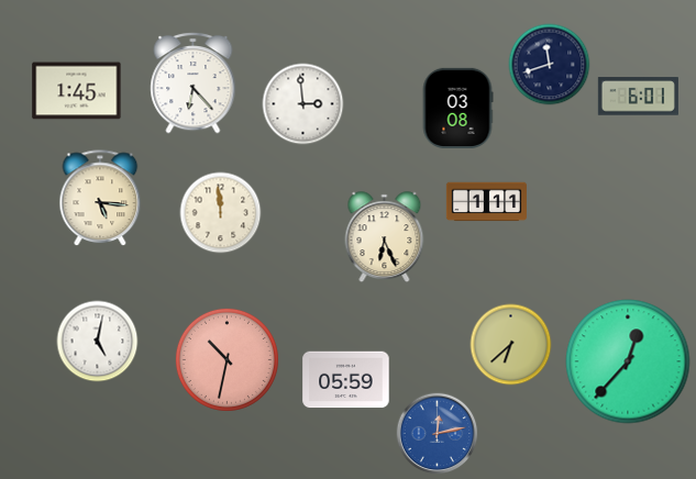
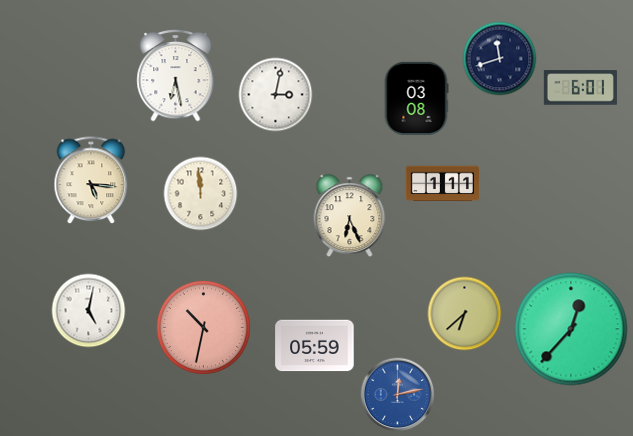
clock at (194, 82): 6:23 -> 6:28
clock at (77, 91): 1:45 -> none
clock at (303, 104): 2:59 -> 3:02
clock at (227, 359) position: (227, 359) -> (203, 327)
